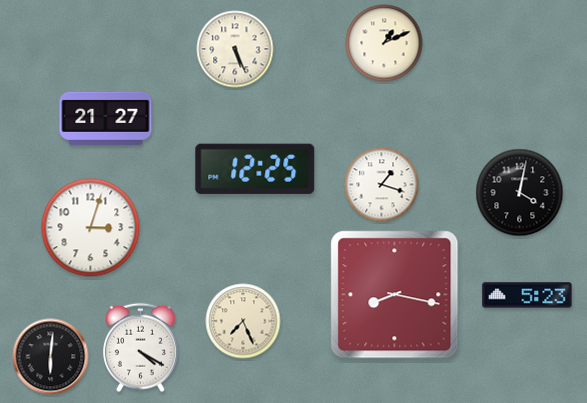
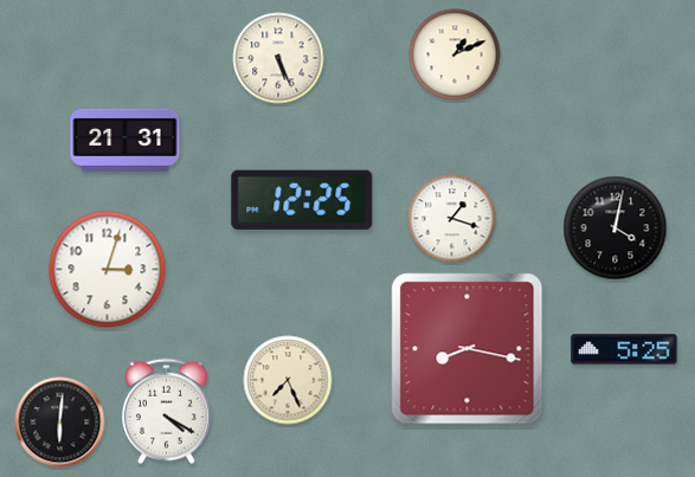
clock at (384, 43) position: (384, 43) -> (455, 54)
clock at (106, 118): 21:27 -> 21:31
clock at (527, 295): 5:23 -> 5:25
